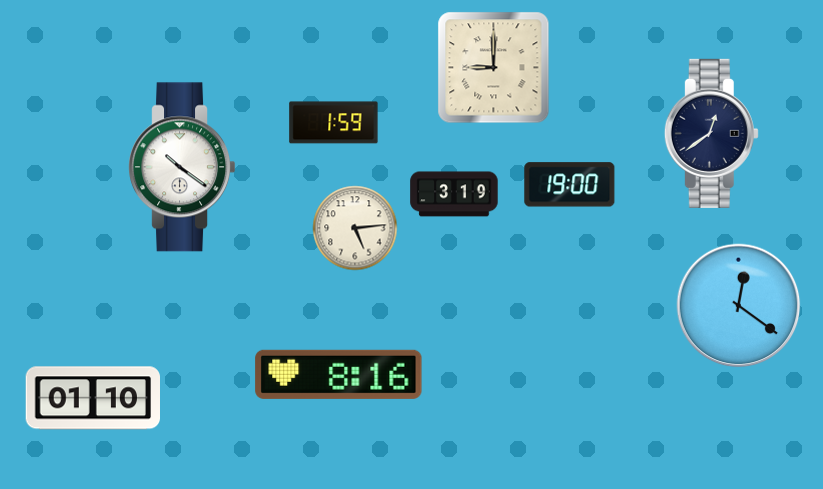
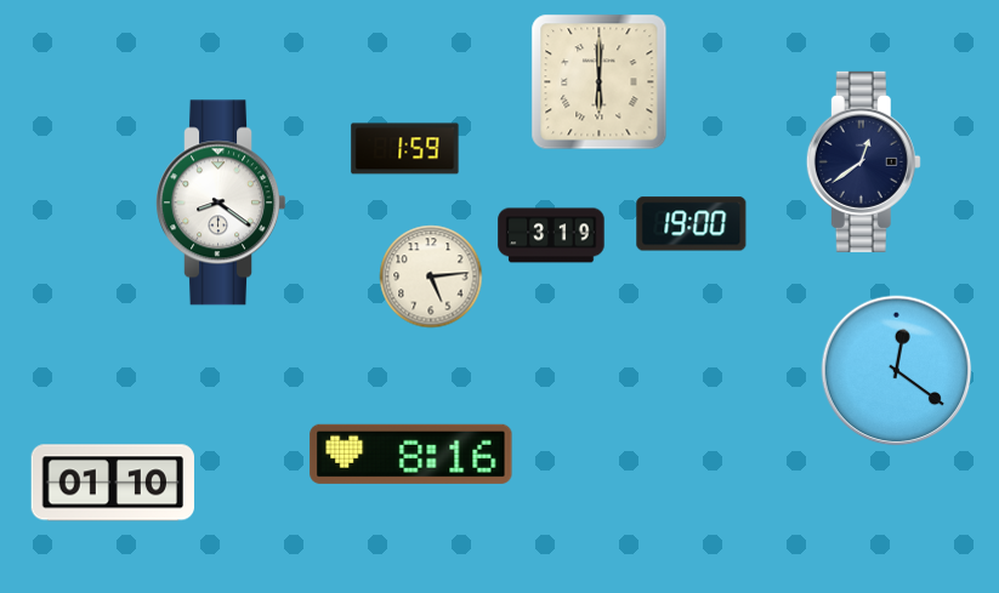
clock at (494, 68): 9:00 -> 6:00
clock at (182, 167): 10:21 -> 8:21
